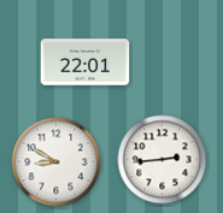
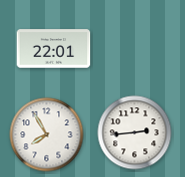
clock at (86, 63) position: (86, 63) -> (54, 49)
clock at (57, 162): 8:50 -> 7:55
